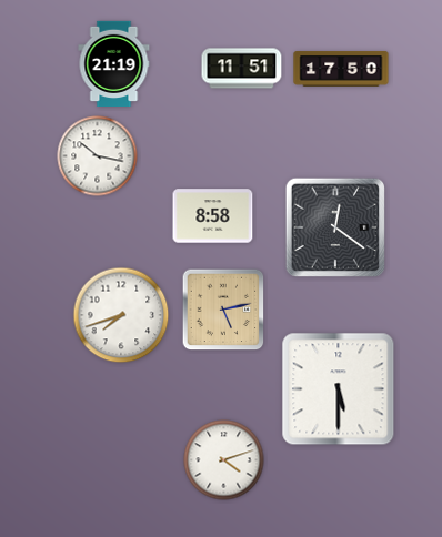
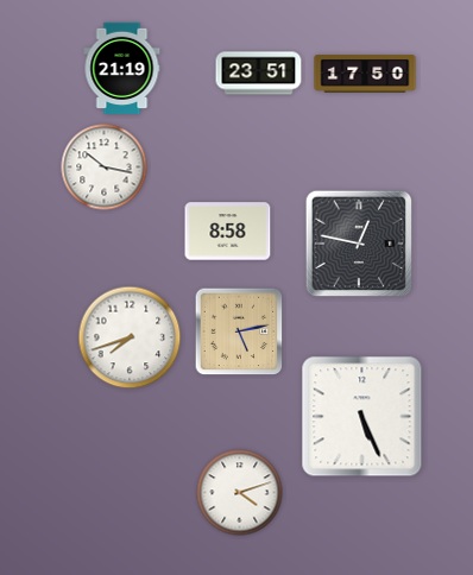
clock at (242, 69): 11:51 -> 23:51
clock at (334, 226): 12:21 -> 12:47
clock at (339, 389): 5:30 -> 5:26
